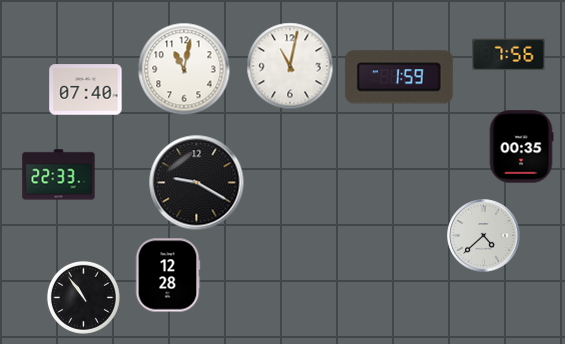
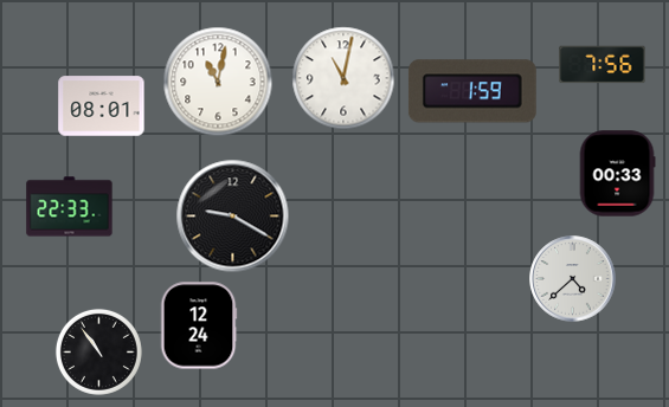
clock at (86, 90): 07:40 -> 08:01
clock at (521, 147): 00:35 -> 00:33
clock at (168, 275): 12:28 -> 12:24
